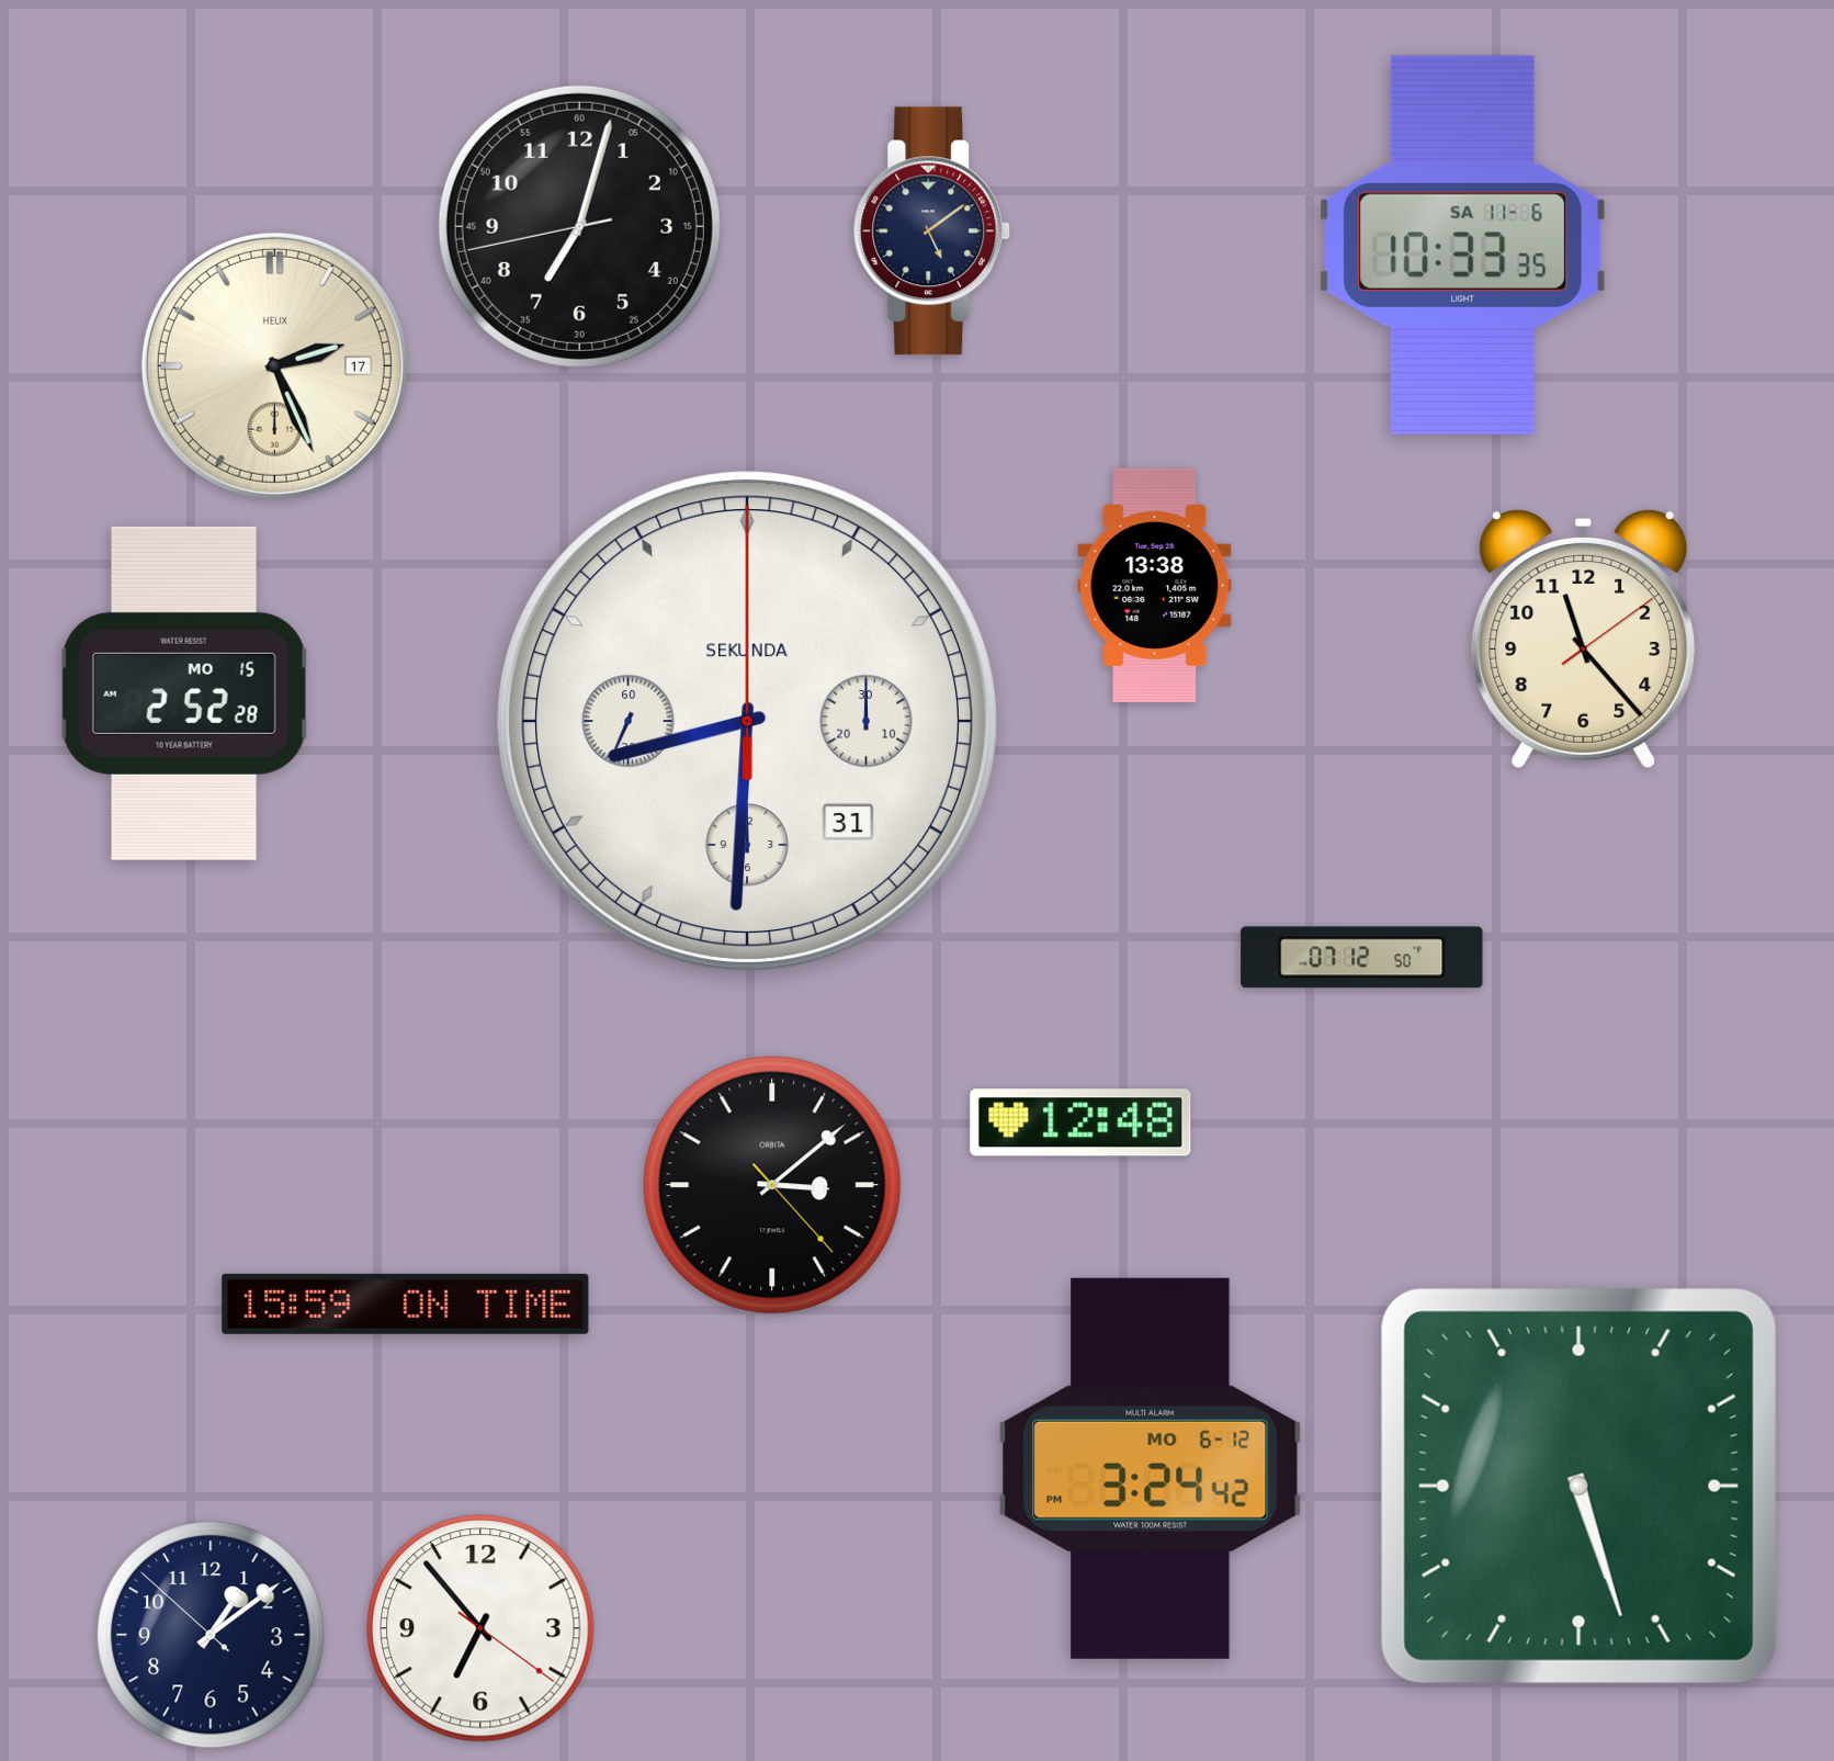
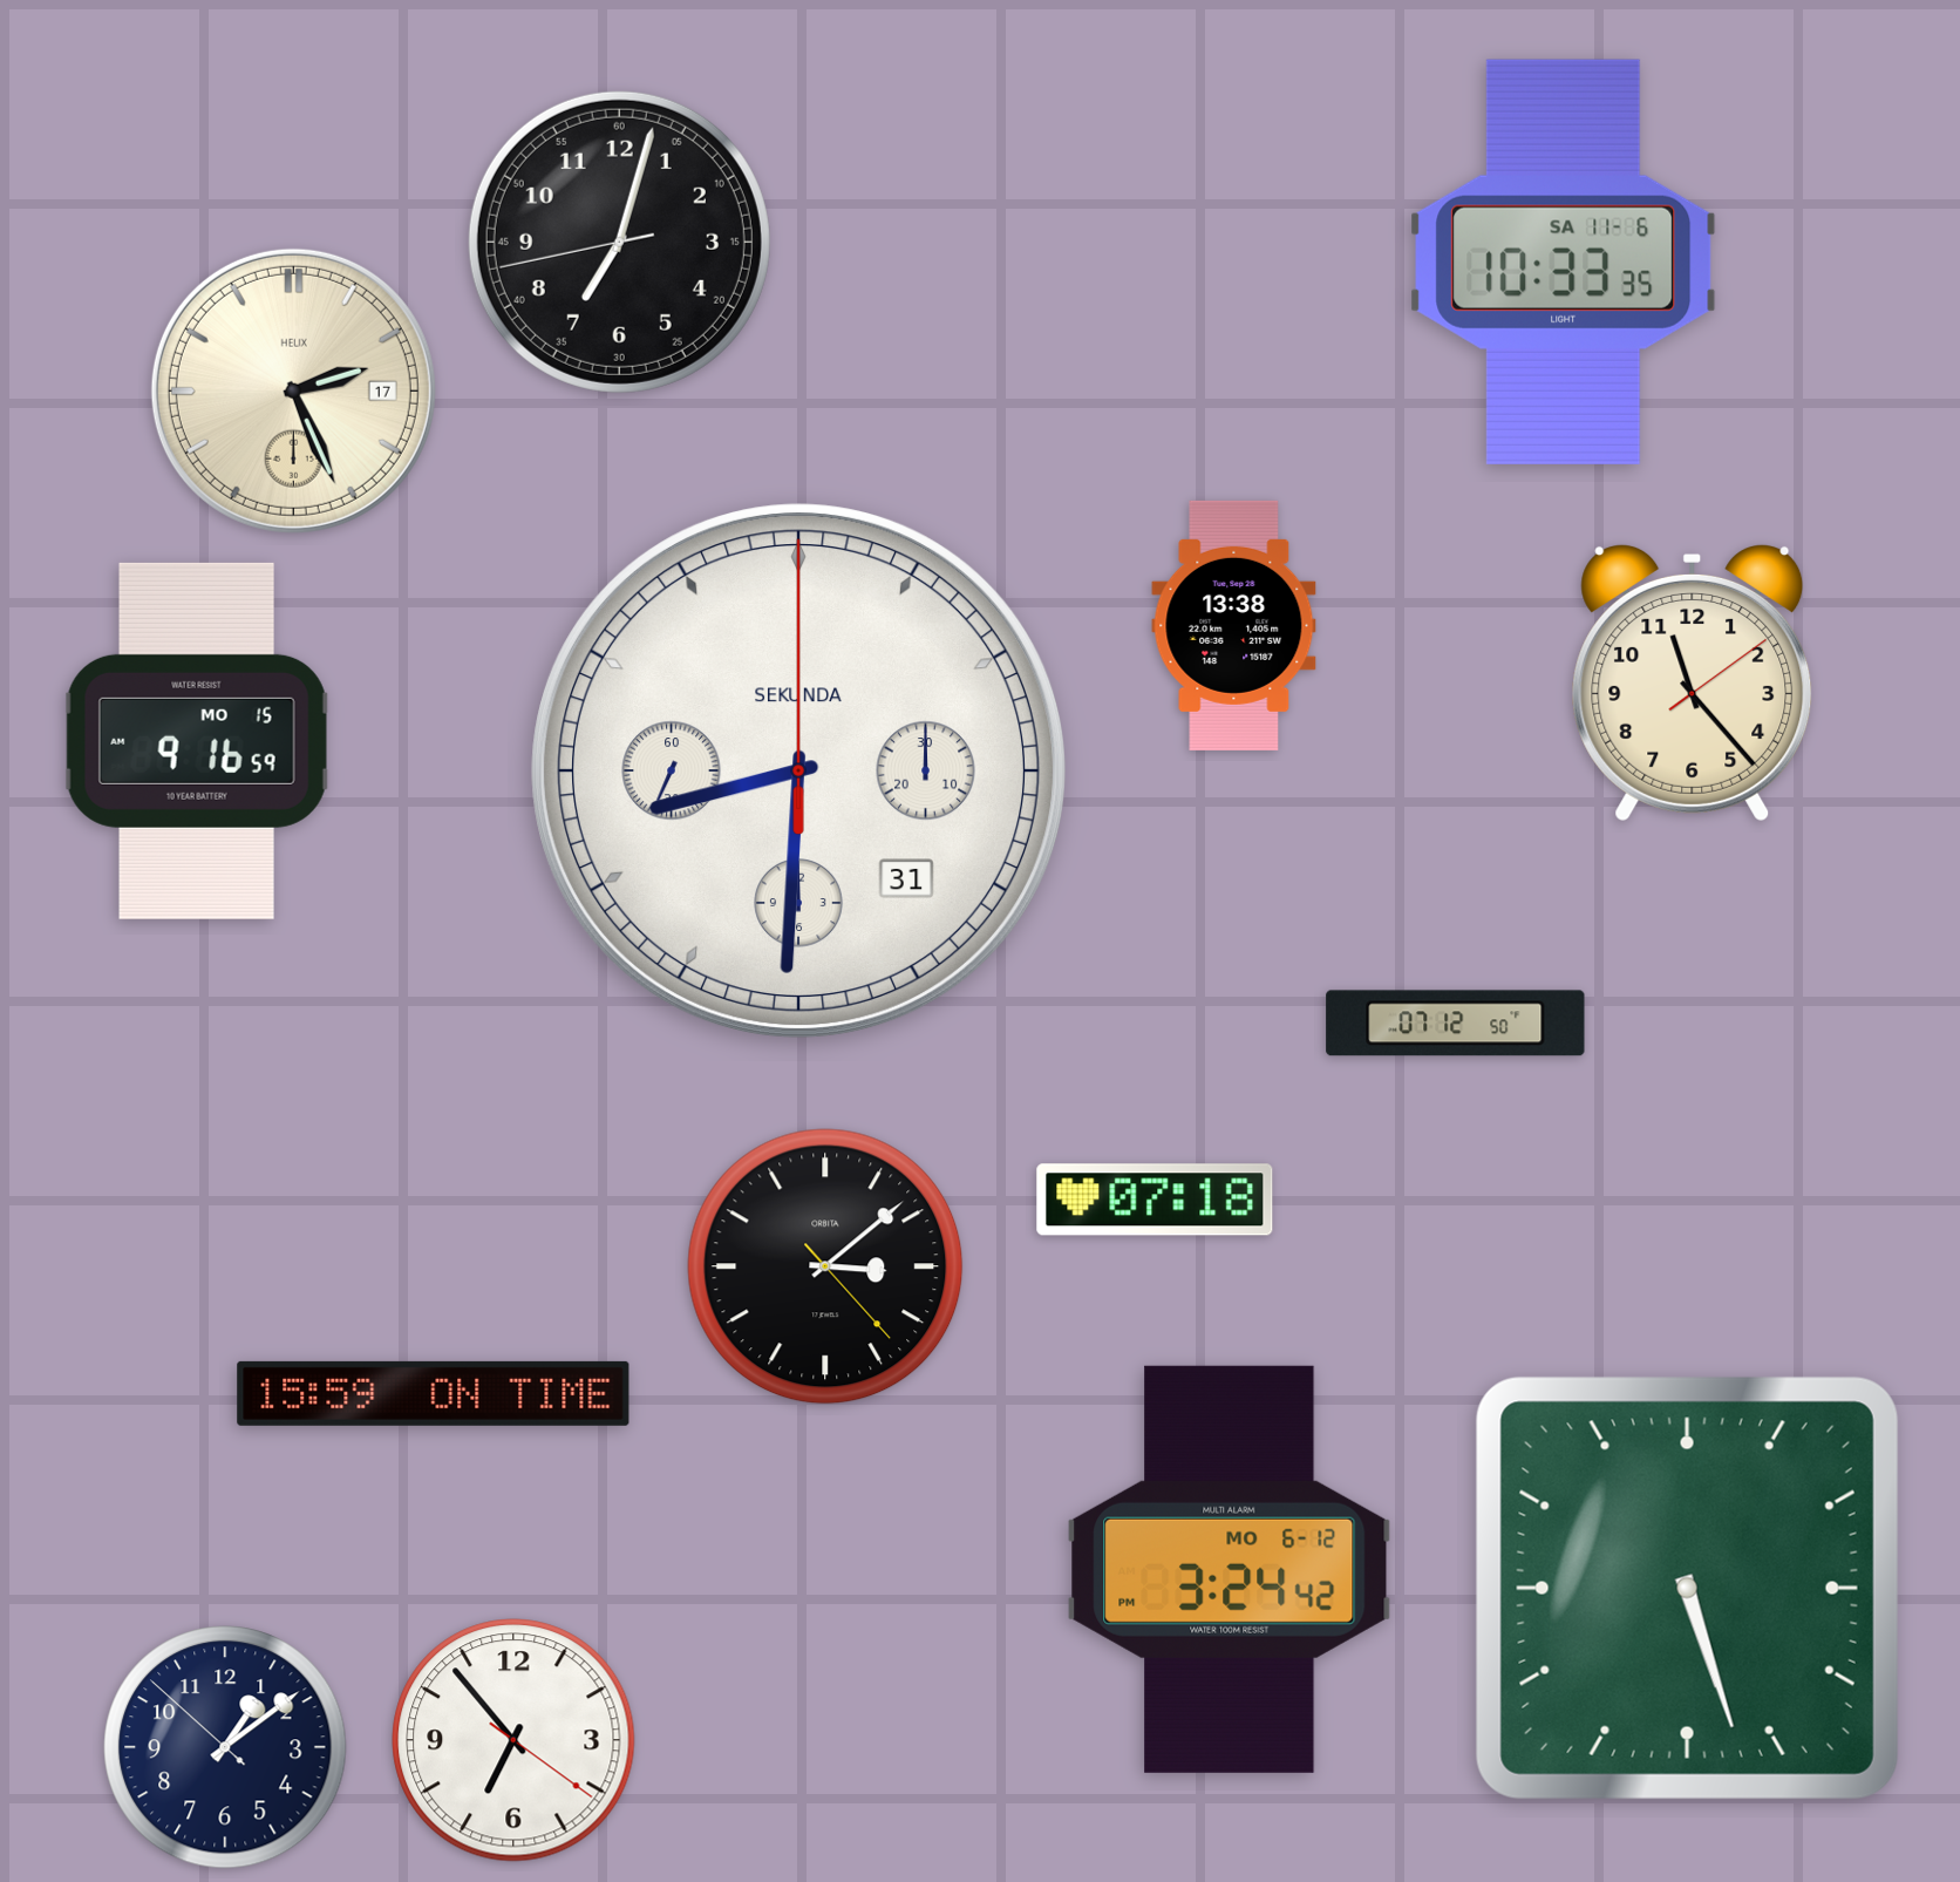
clock at (932, 232): 5:09 -> none
clock at (184, 693): 2:52 -> 9:16
clock at (1080, 1122): 12:48 -> 07:18
